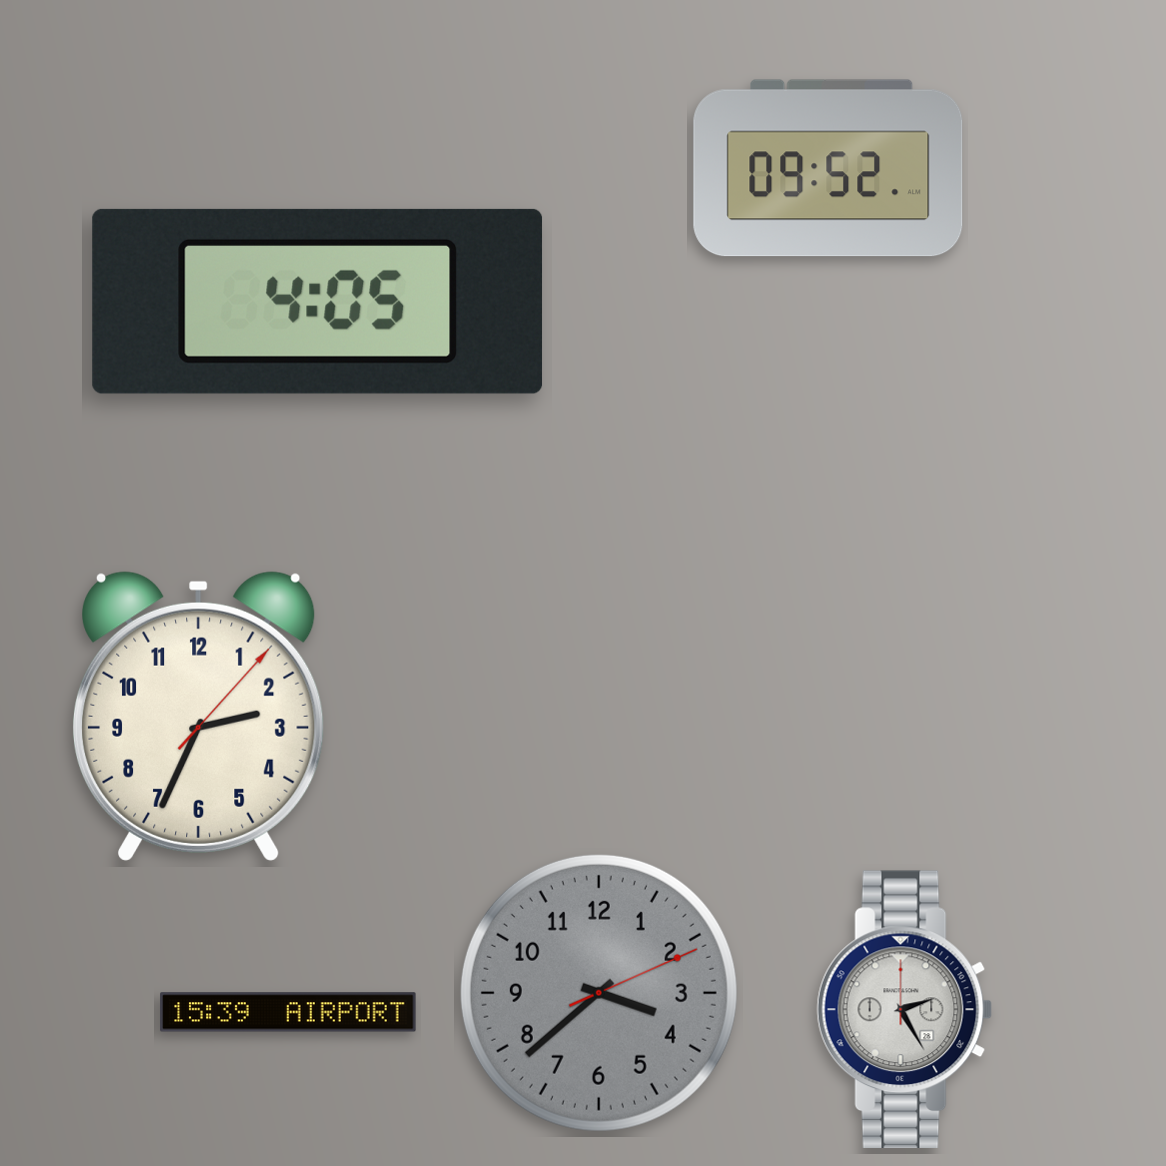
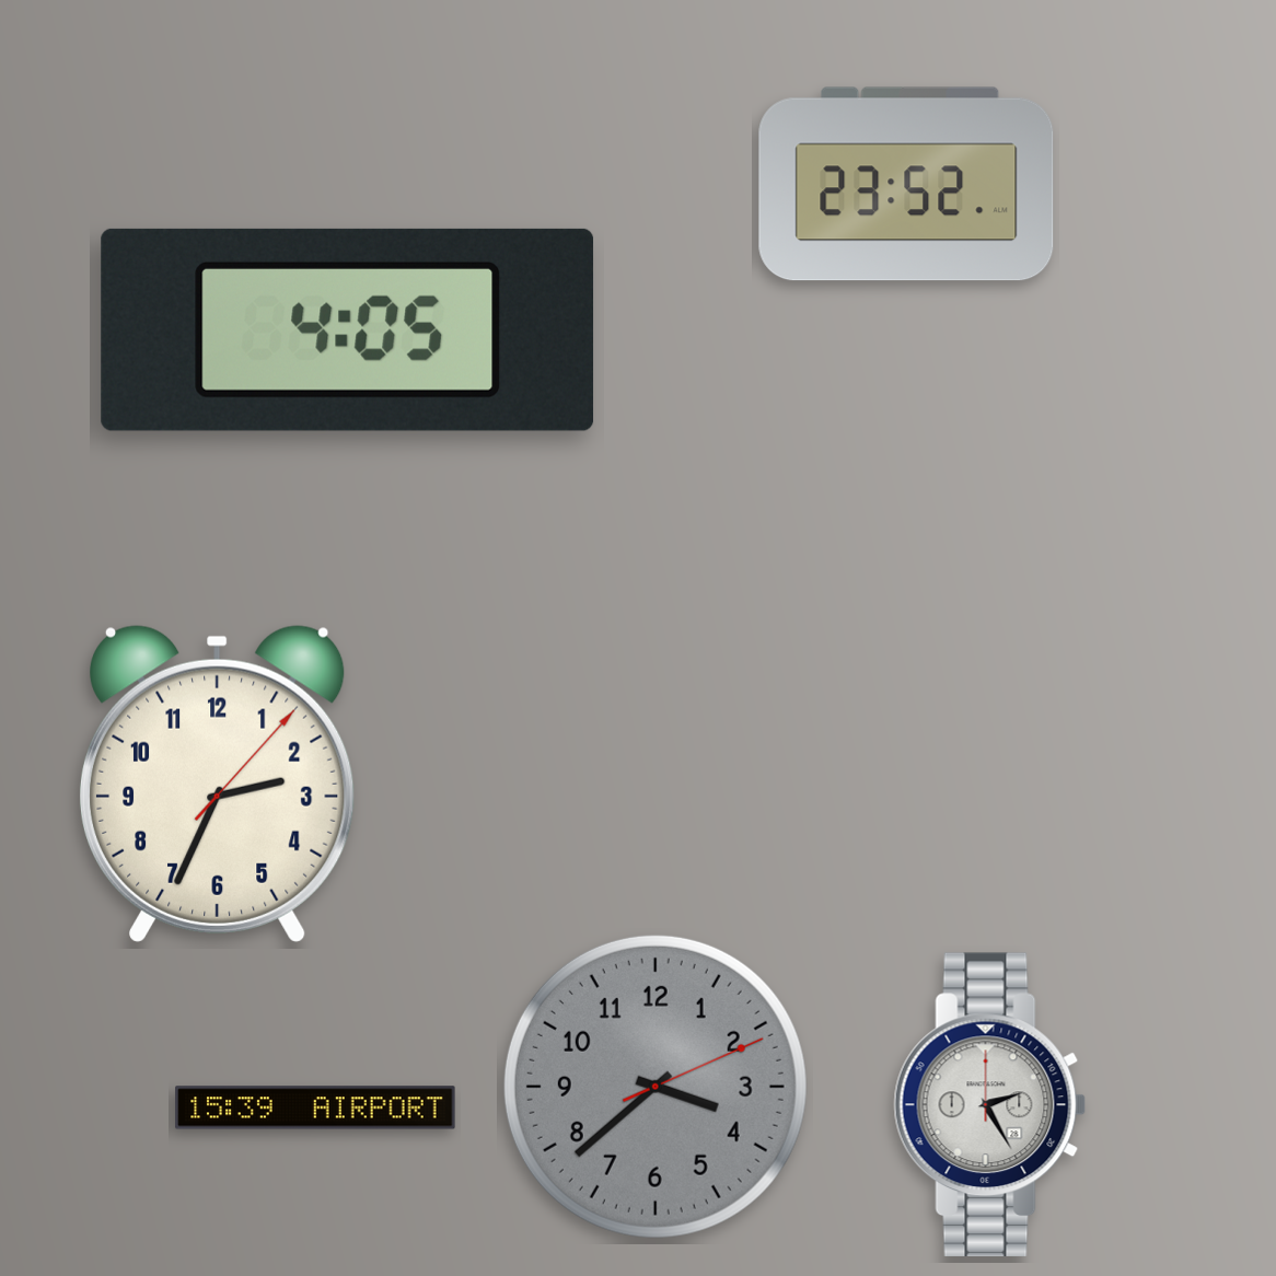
clock at (828, 168): 09:52 -> 23:52
